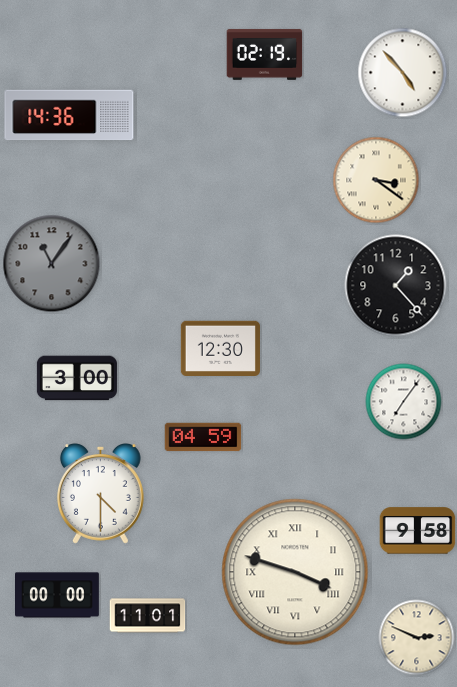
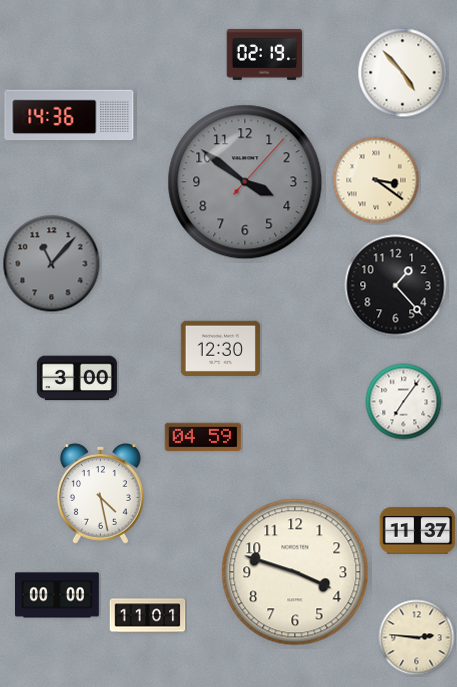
clock at (245, 182): none -> 3:51
clock at (52, 264): 11:06 -> 11:07
clock at (100, 494): 4:30 -> 4:28
clock at (418, 531): 9:58 -> 11:37
clock at (295, 572) numerals: Roman -> Arabic
clock at (417, 638): 2:49 -> 2:46
